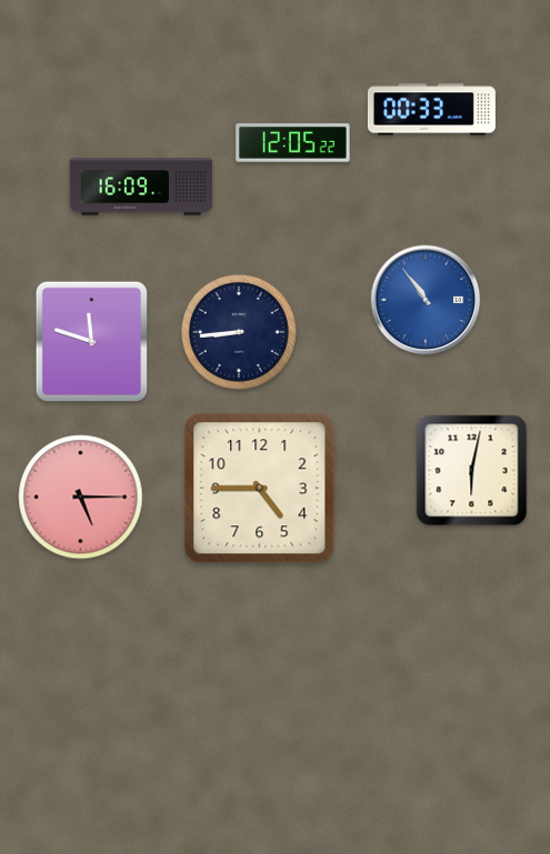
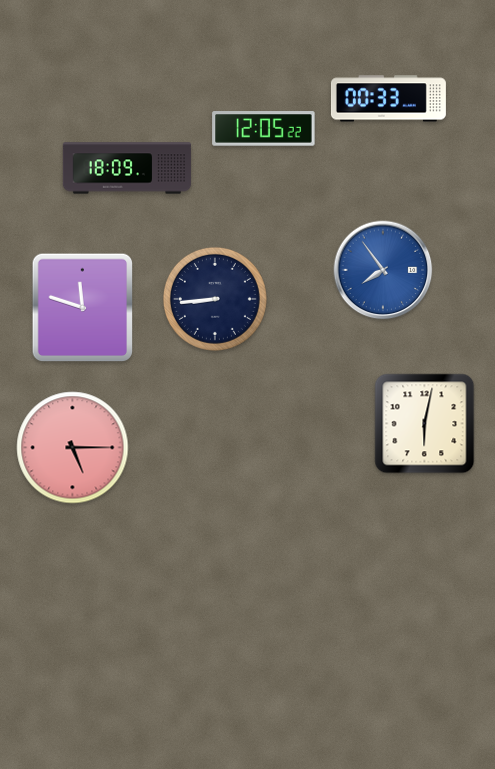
clock at (141, 187): 16:09 -> 18:09
clock at (426, 300): 10:54 -> 7:54
clock at (260, 489): 4:45 -> none
